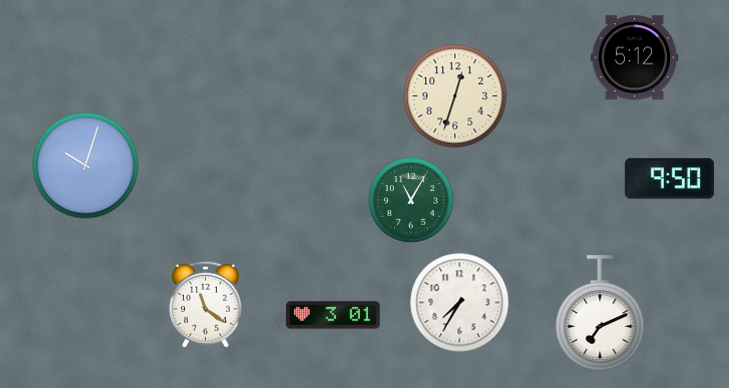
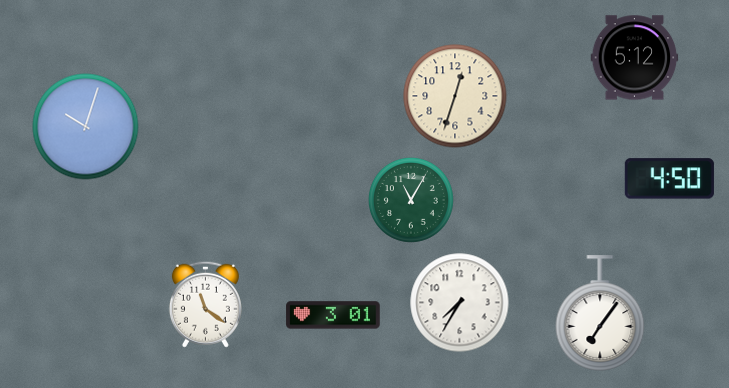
clock at (86, 166) position: (86, 166) -> (86, 127)
clock at (669, 179): 9:50 -> 4:50
clock at (600, 313): 7:11 -> 7:06
